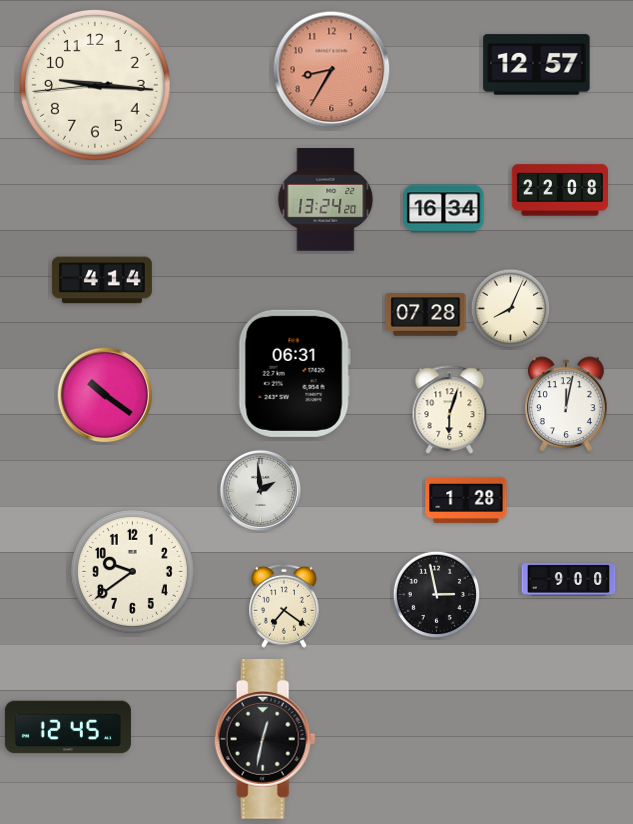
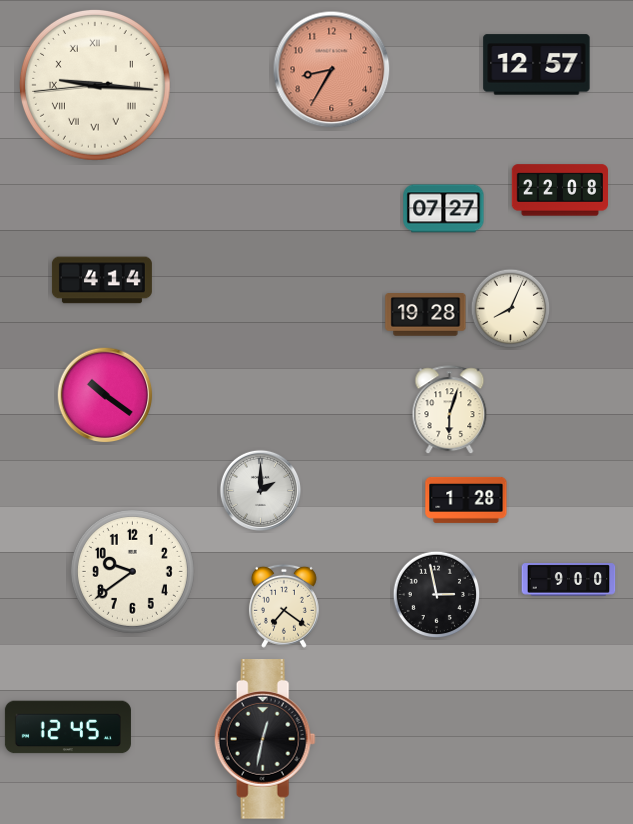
clock at (95, 85) numerals: Arabic -> Roman
clock at (326, 200): 13:24 -> none
clock at (444, 209): 16:34 -> 07:27
clock at (426, 315): 07:28 -> 19:28
clock at (294, 373): 06:31 -> none
clock at (566, 404): 12:02 -> none
clock at (260, 490): 1:59 -> 2:00
